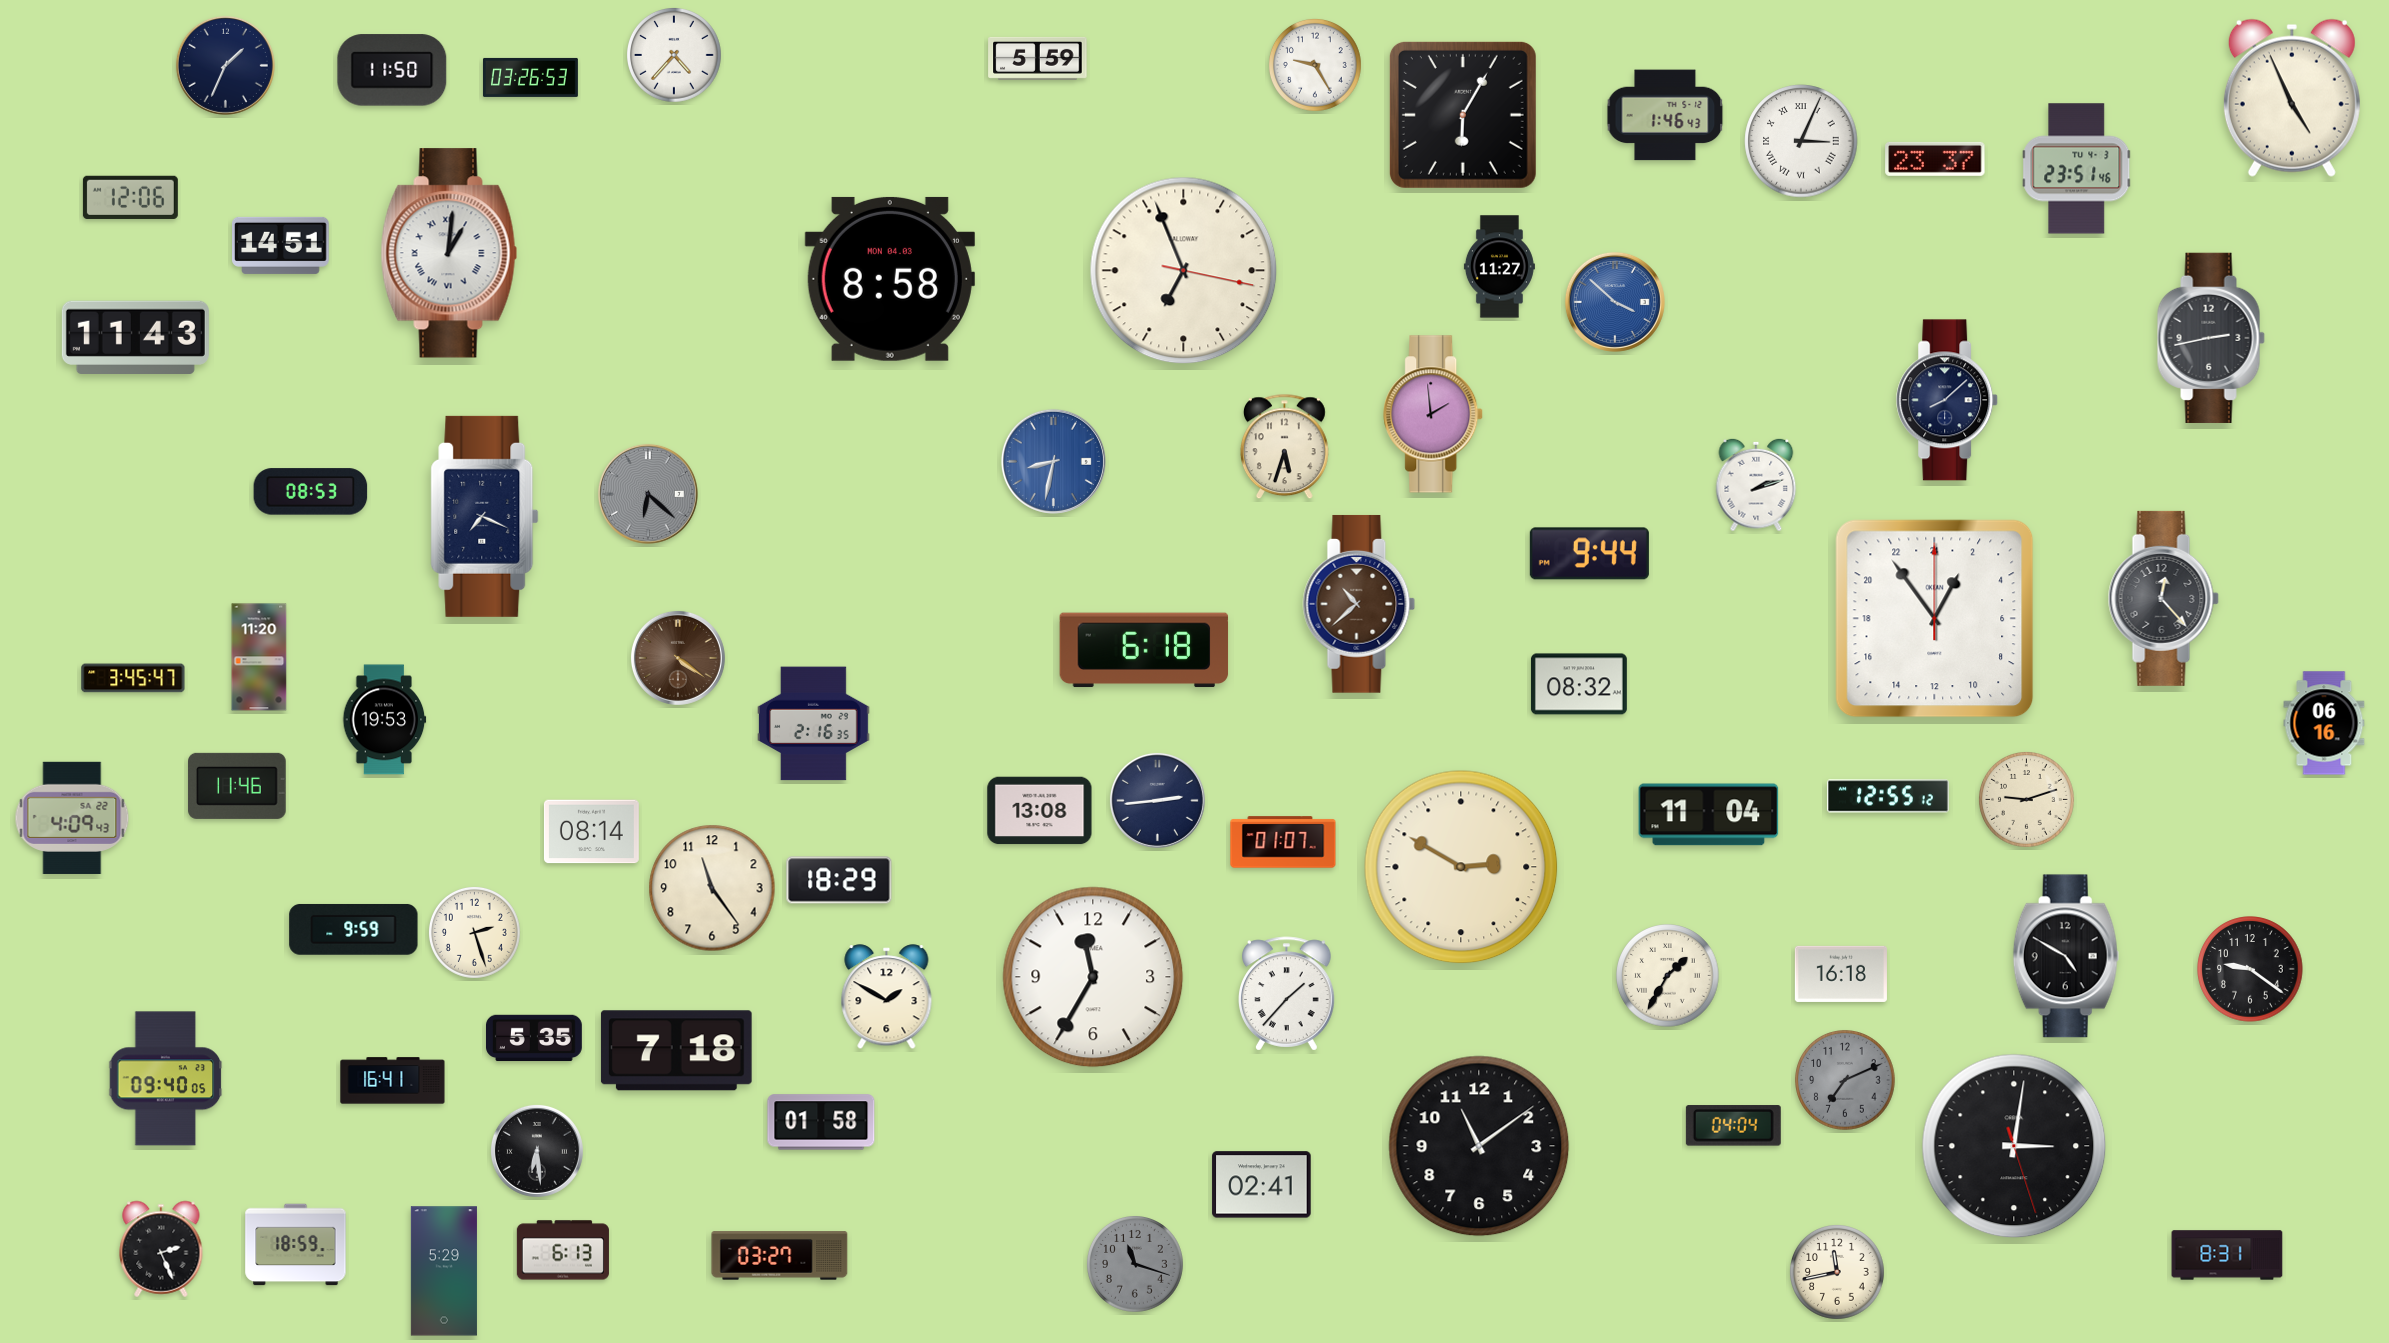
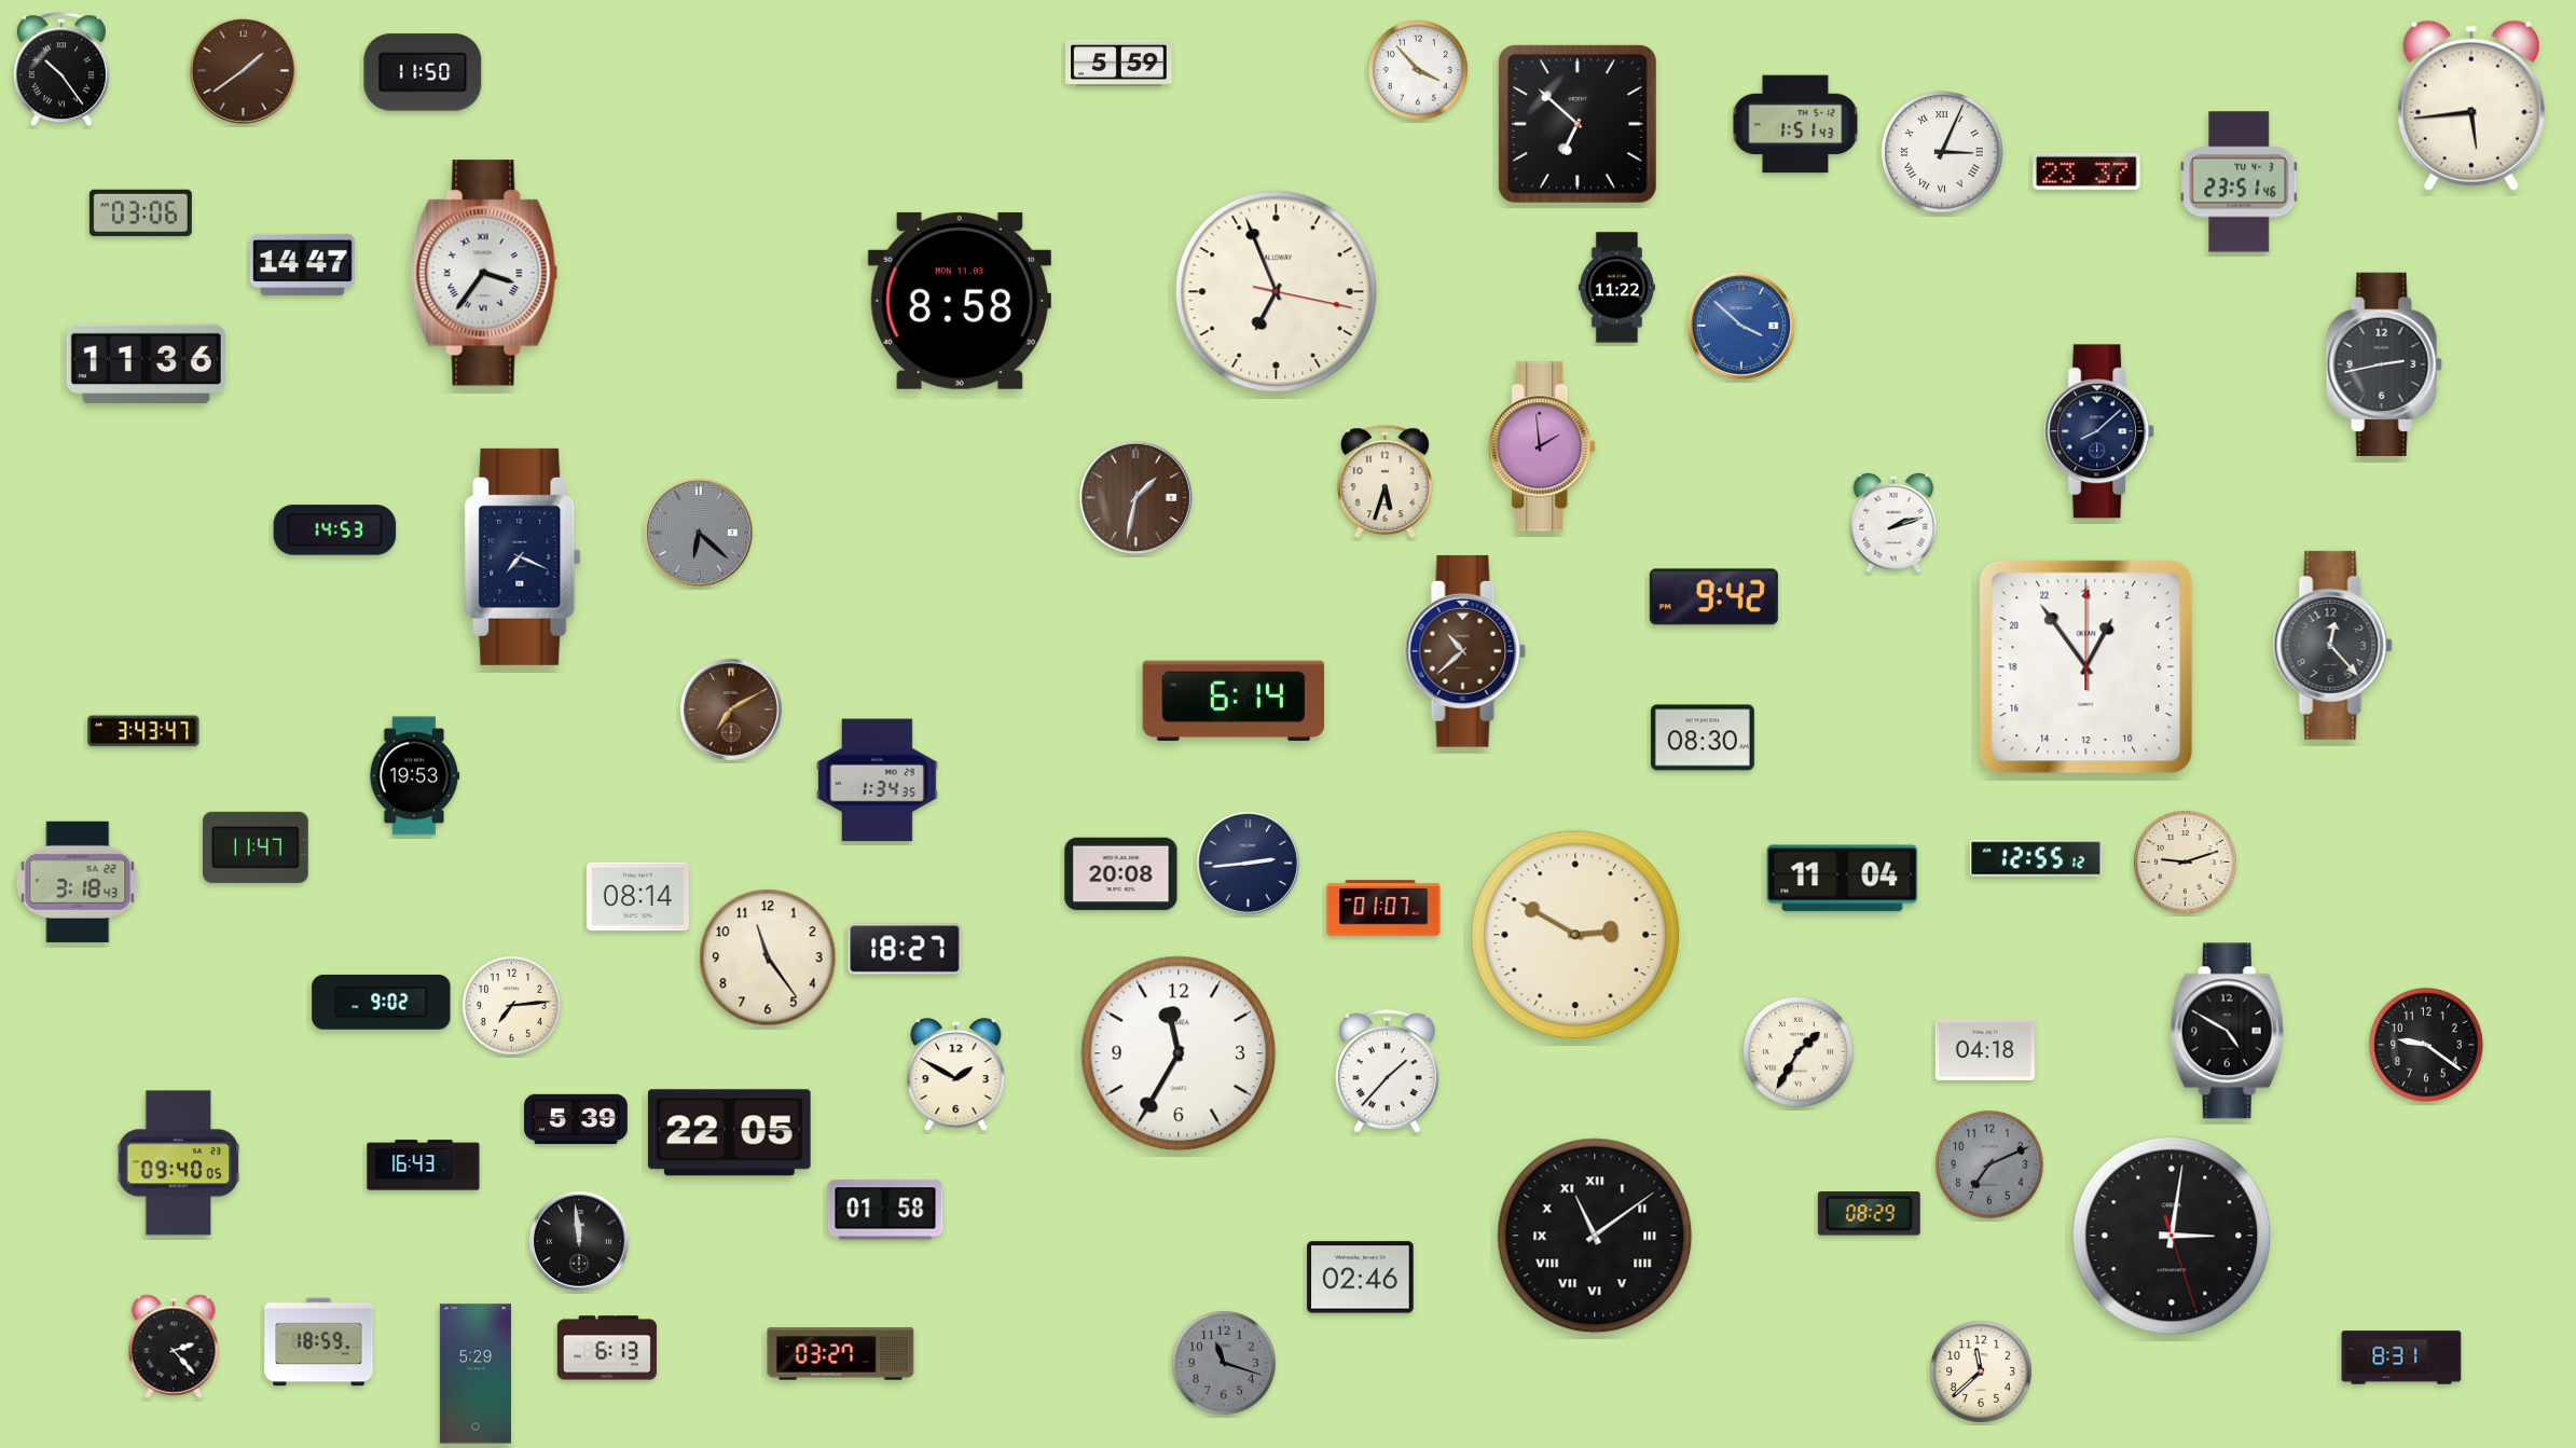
clock at (675, 56): 4:37 -> none
clock at (61, 70): none -> 10:24
clock at (225, 65): 1:34 -> 1:39
clock at (225, 65) dial: navy -> brown
clock at (1316, 66): 9:25 -> 3:53
clock at (392, 70) position: (392, 70) -> (423, 72)
clock at (530, 77): 03:26 -> none
clock at (2292, 98): 4:56 -> 5:44
clock at (1463, 115): 6:05 -> 6:52
clock at (1665, 115): 1:46 -> 1:51
clock at (130, 197): 12:06 -> 03:06
clock at (281, 245): 14:51 -> 14:47
clock at (449, 253): 1:01 -> 3:36
clock at (1499, 267): 11:27 -> 11:22
clock at (890, 279) date: MON 04.03 -> MON 11.03
clock at (135, 338): 11:43 -> 11:36
clock at (1434, 414) position: (1434, 414) -> (1543, 446)
clock at (1053, 461): 8:32 -> 1:32
clock at (1053, 461) dial: blue -> brown
clock at (311, 492): 08:53 -> 14:53
clock at (1589, 554): 9:44 -> 9:42
clock at (1144, 650): 6:18 -> 6:14
clock at (259, 657): 11:20 -> none
clock at (678, 658): 4:21 -> 7:10
clock at (133, 678): 3:45 -> 3:43
clock at (1579, 684): 08:32 -> 08:30
clock at (2324, 723): 06:16 -> none
clock at (814, 724): 2:16 -> 1:34
clock at (237, 786): 11:46 -> 11:47
clock at (1040, 811): 13:08 -> 20:08
clock at (72, 818): 4:09 -> 3:18
clock at (839, 880): 18:29 -> 18:27
clock at (354, 929): 9:59 -> 9:02
clock at (474, 932): 2:27 -> 7:14
clock at (1841, 974): 16:18 -> 04:18
clock at (535, 1038): 5:35 -> 5:39
clock at (676, 1051): 7:18 -> 22:05
clock at (393, 1081): 16:41 -> 16:43
clock at (1733, 1126): 04:04 -> 08:29
clock at (1479, 1146) numerals: Arabic -> Roman
clock at (537, 1151): 6:29 -> 11:59
clock at (1262, 1185): 02:41 -> 02:46
clock at (161, 1249): 2:26 -> 2:23
clock at (2227, 1255) position: (2227, 1255) -> (2401, 1357)
clock at (444, 1271) position: (444, 1271) -> (476, 1374)
clock at (1838, 1273): 11:43 -> 11:38
